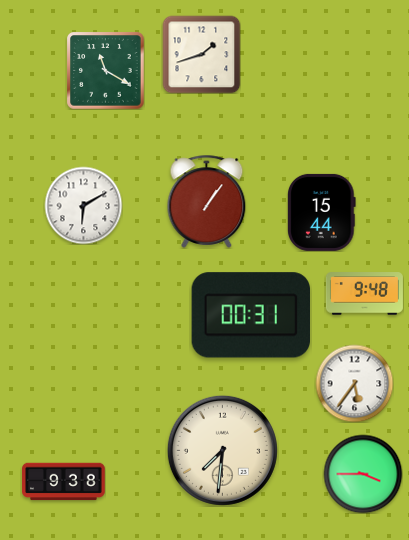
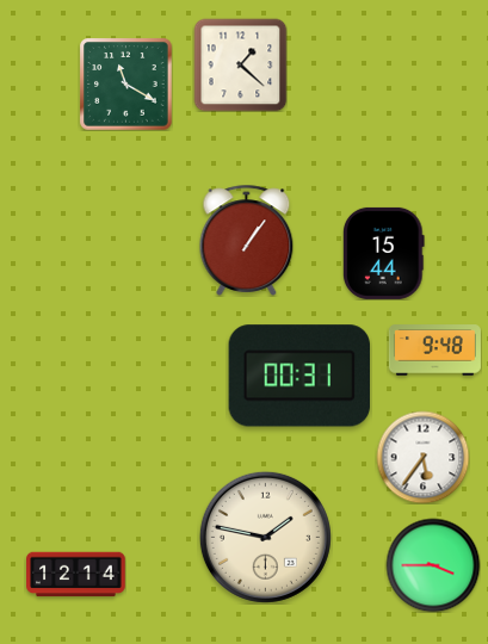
clock at (201, 54): 1:42 -> 1:22
clock at (83, 205): 6:10 -> none
clock at (222, 450): 7:31 -> 1:47
clock at (64, 482): 9:38 -> 12:14
